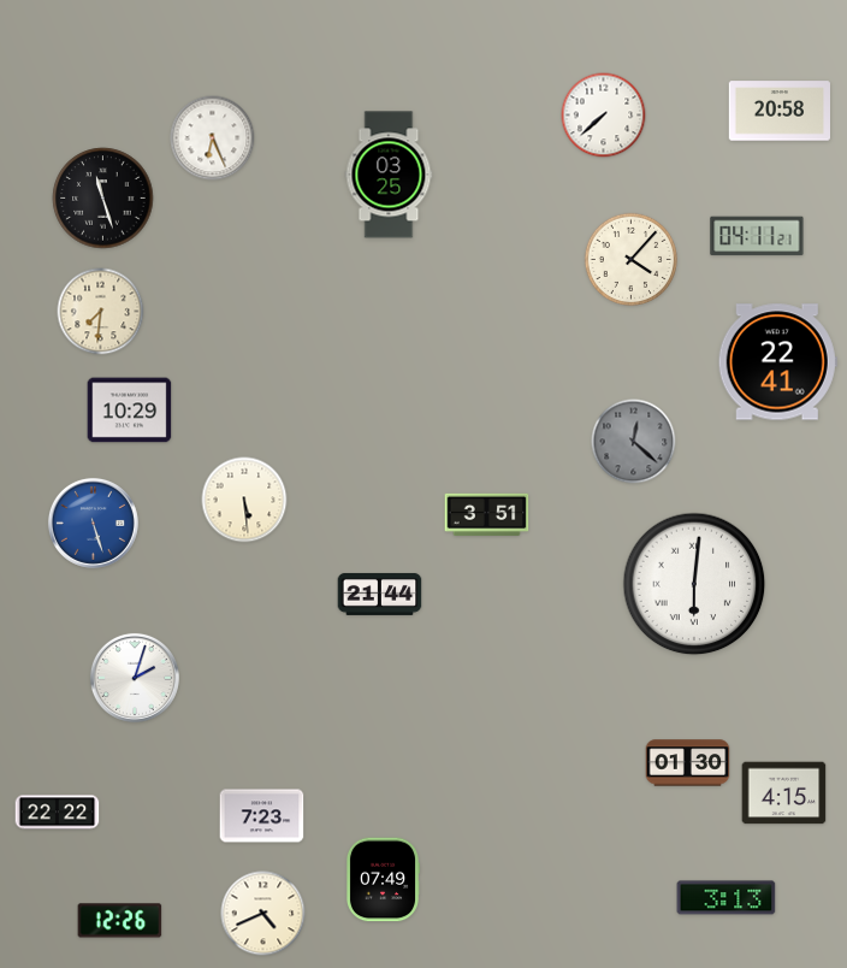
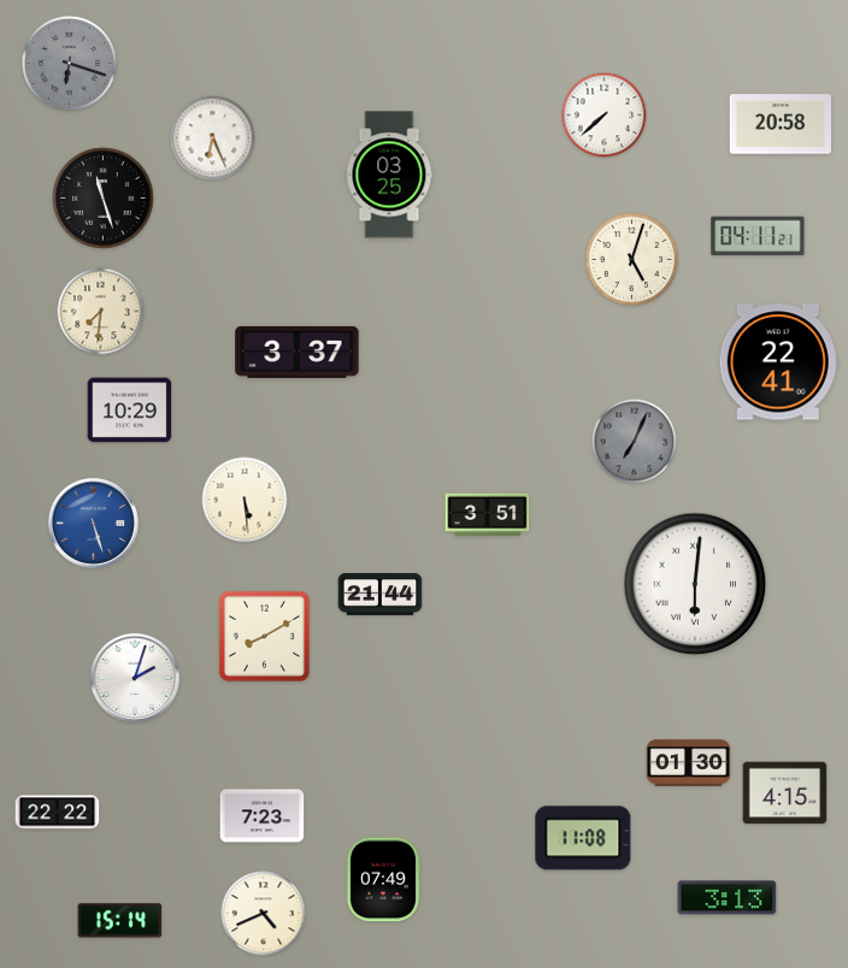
clock at (69, 63): none -> 6:18
clock at (778, 111) position: (778, 111) -> (779, 124)
clock at (630, 259): 4:07 -> 5:03
clock at (298, 352): none -> 3:37
clock at (634, 442): 12:22 -> 7:04
clock at (264, 636): none -> 8:10
clock at (583, 838): none -> 11:08
clock at (120, 921): 12:26 -> 15:14
